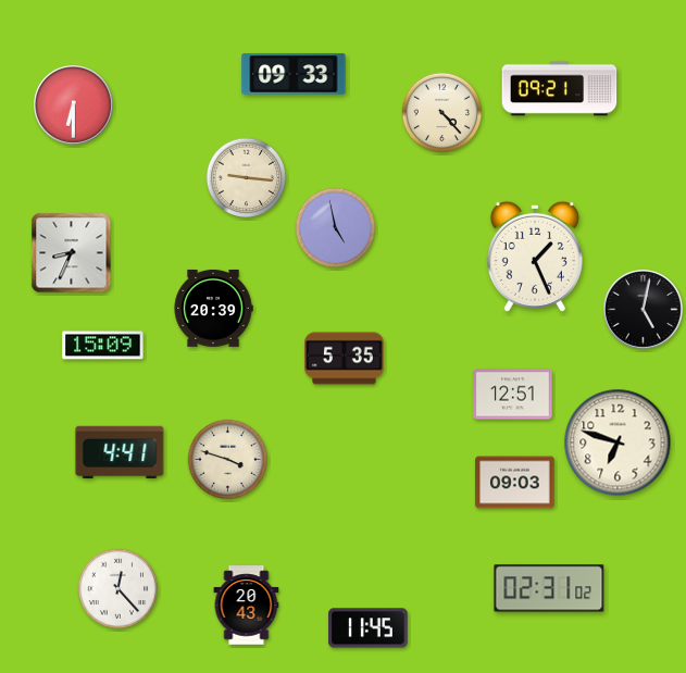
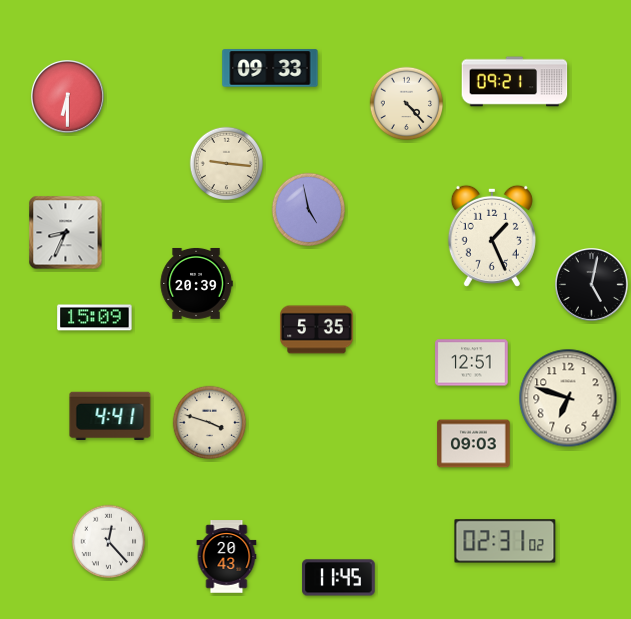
clock at (618, 443) position: (618, 443) -> (568, 398)
